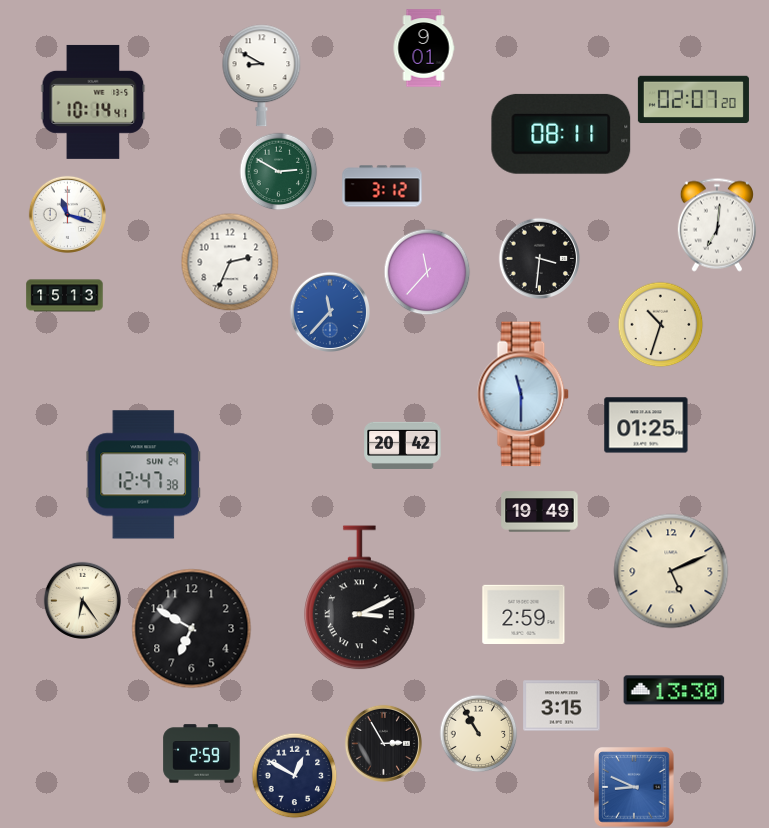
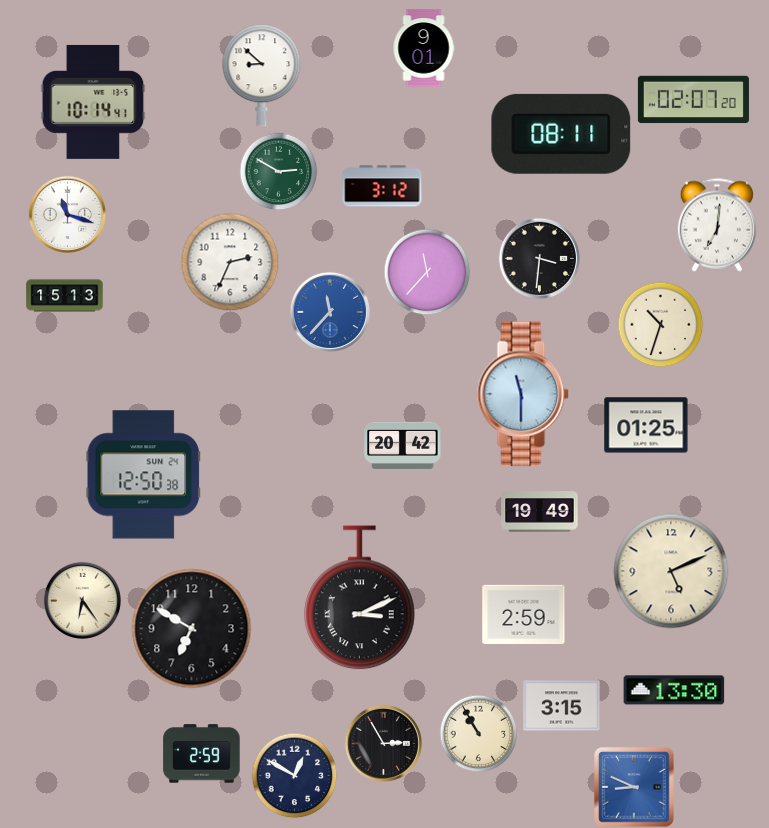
clock at (262, 76): 8:50 -> 8:52
clock at (143, 475): 12:47 -> 12:50
